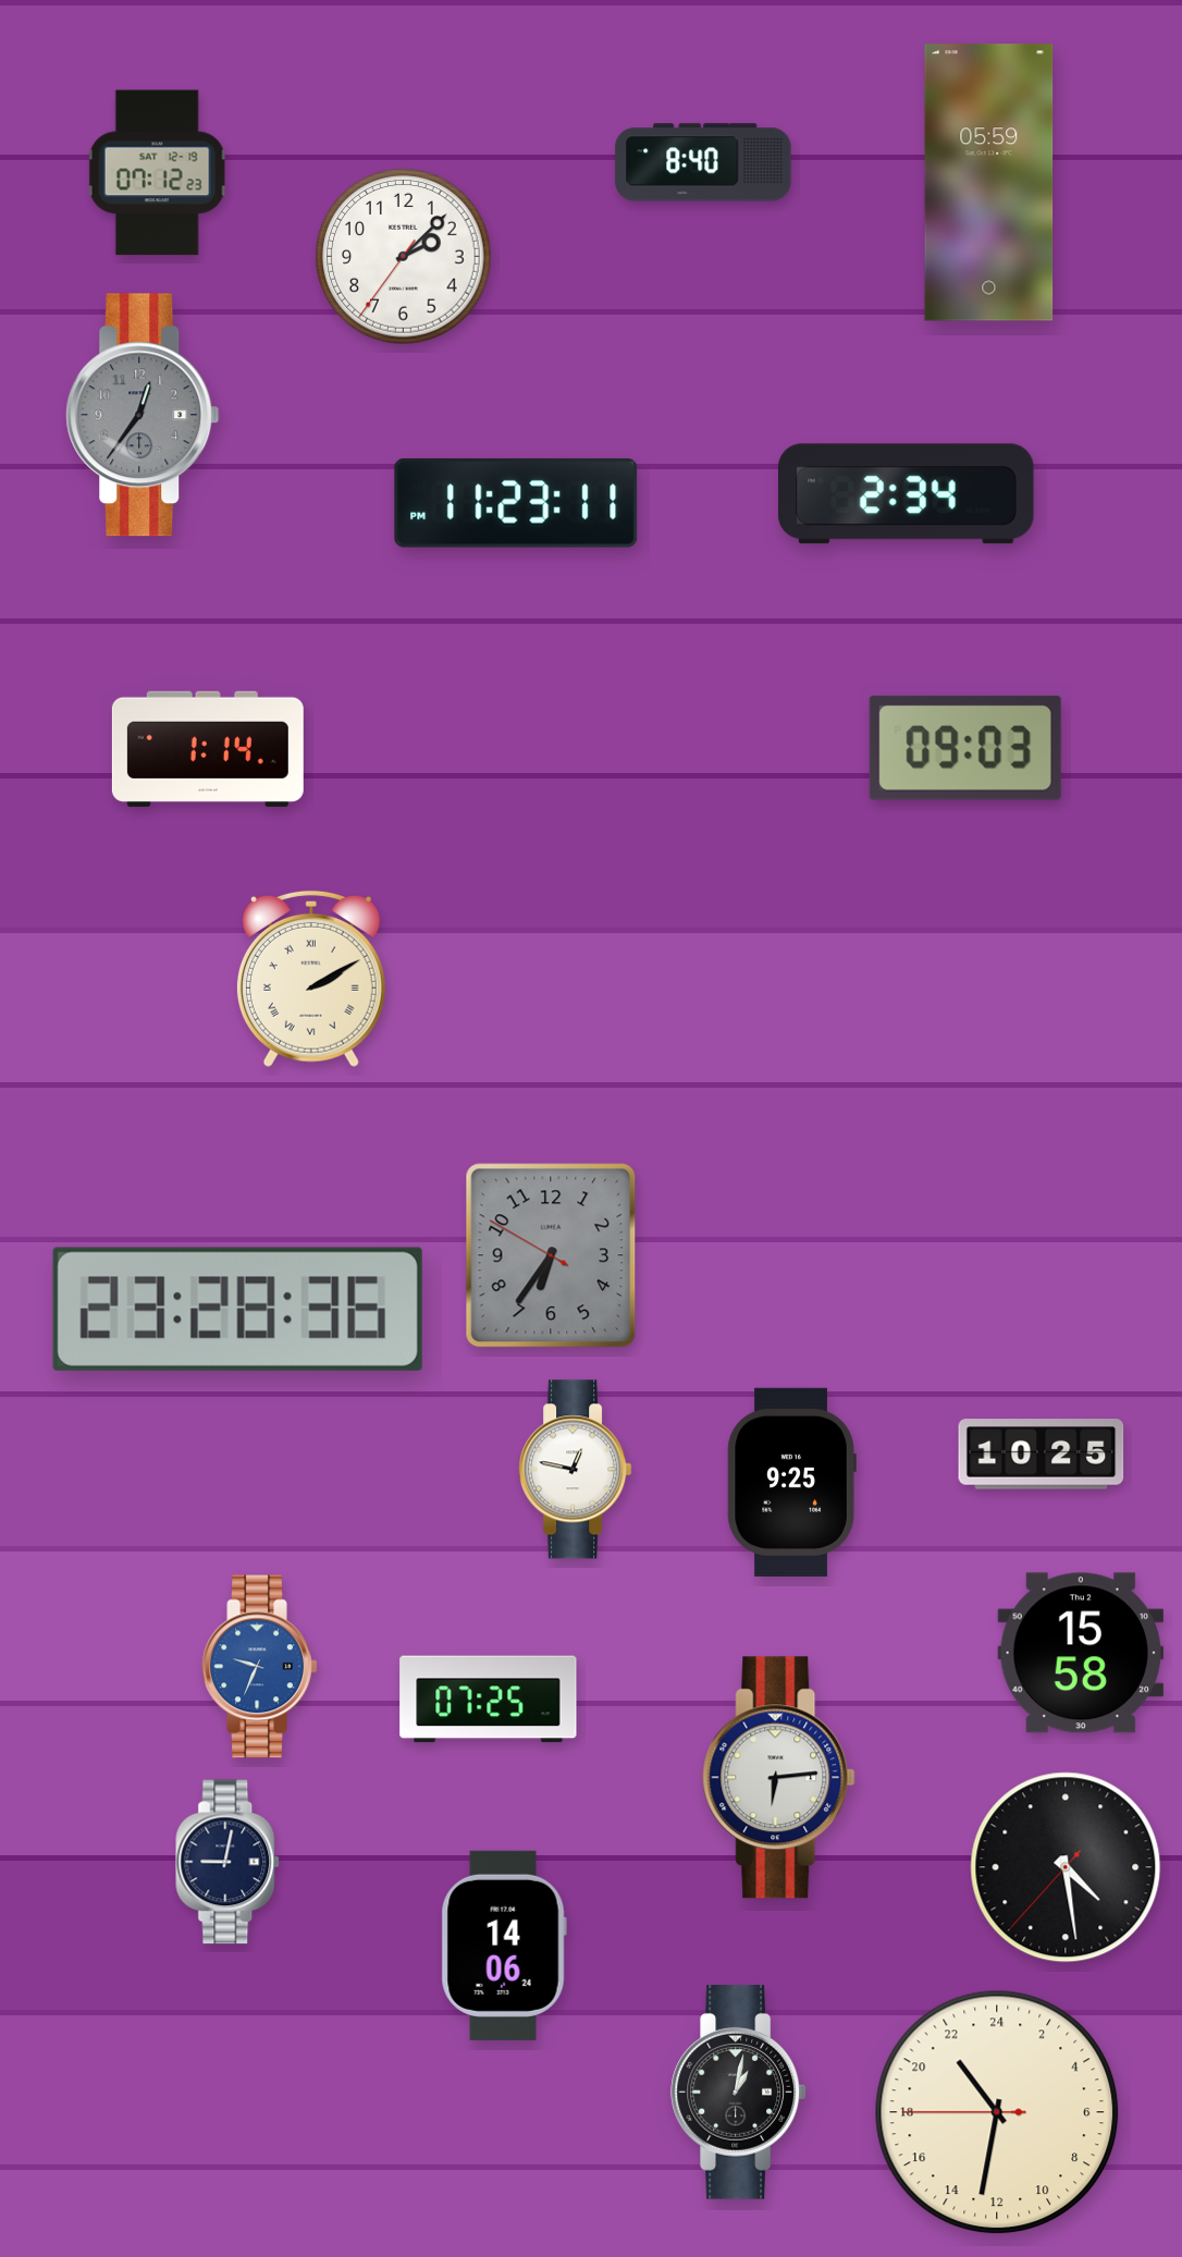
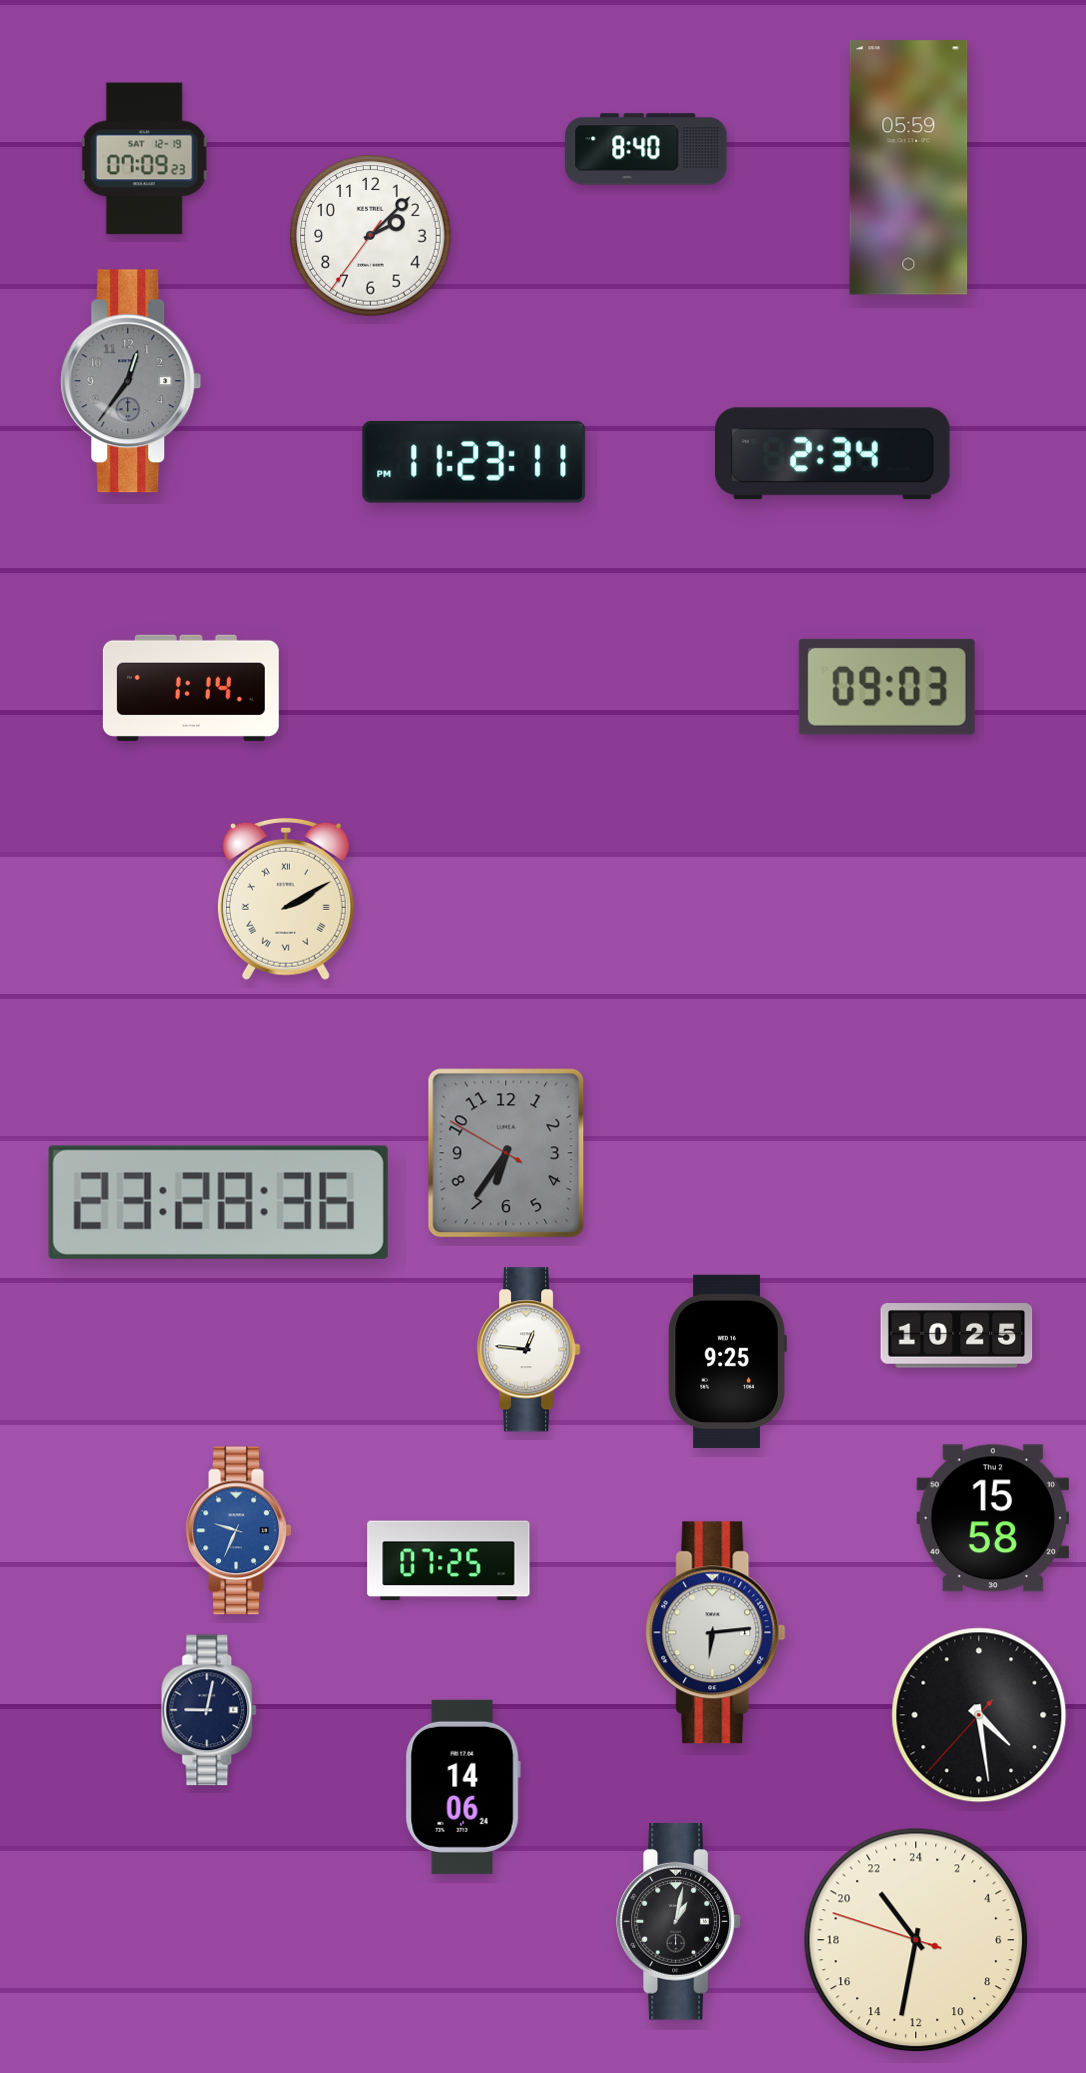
clock at (157, 173): 07:12 -> 07:09
clock at (576, 1470): 12:47 -> 12:46
clock at (997, 2112): 21:31:45 -> 21:31:48
